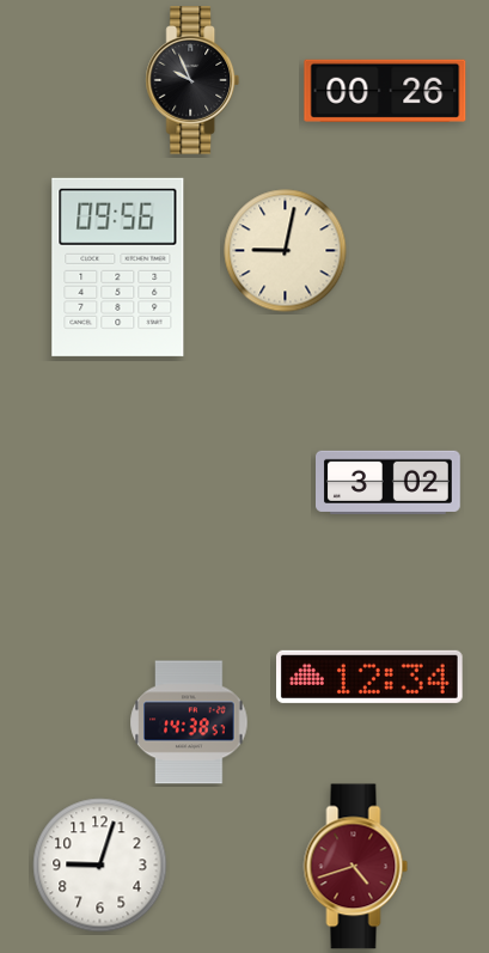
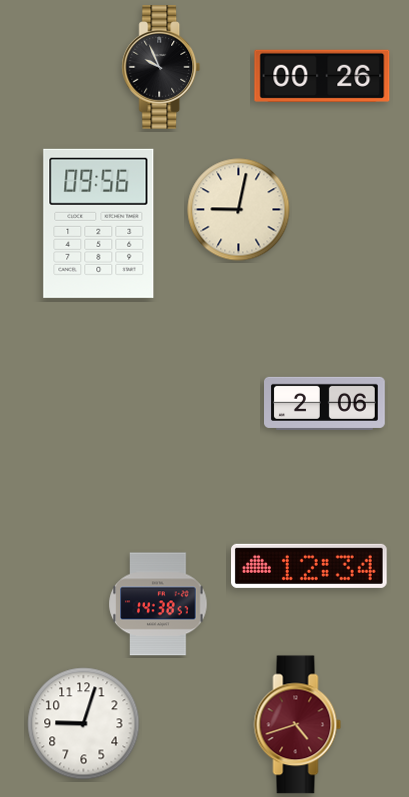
clock at (389, 482): 3:02 -> 2:06
